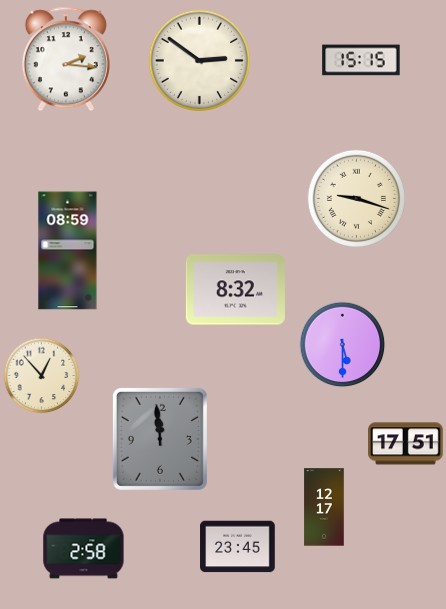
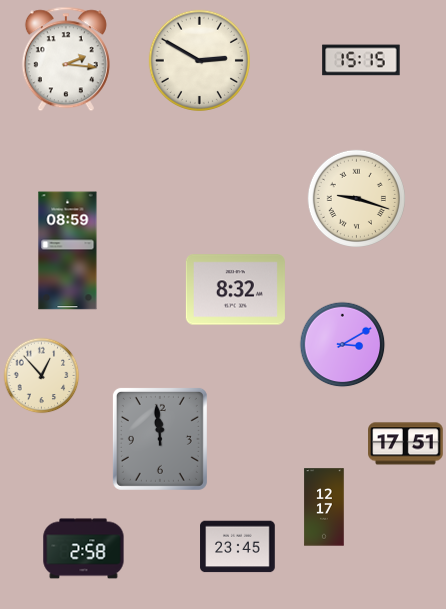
clock at (199, 60): 2:51 -> 2:50
clock at (343, 345): 5:30 -> 3:10
